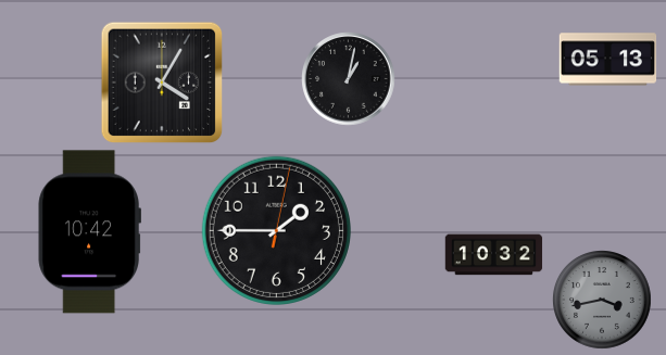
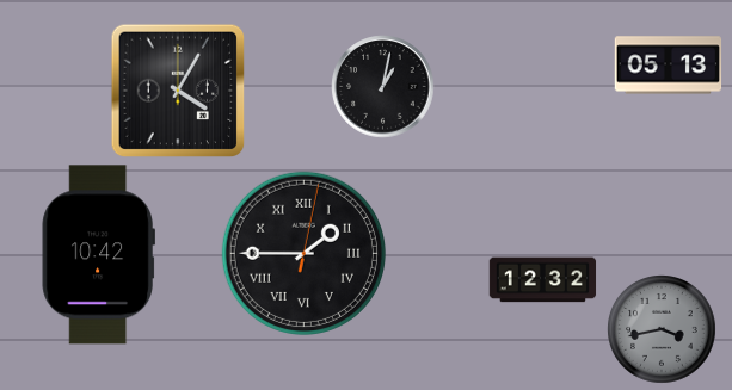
clock at (276, 230) numerals: Arabic -> Roman
clock at (494, 255): 10:32 -> 12:32
